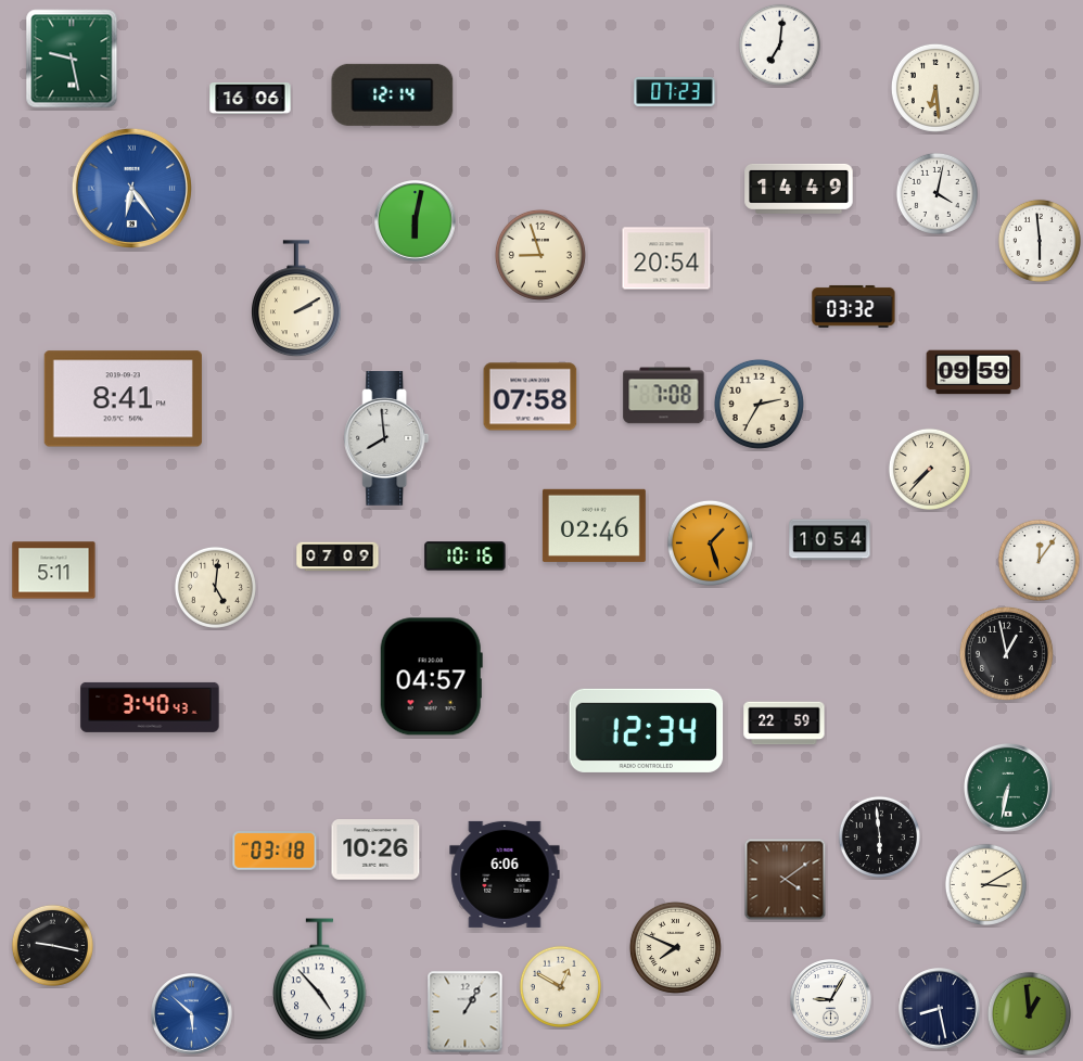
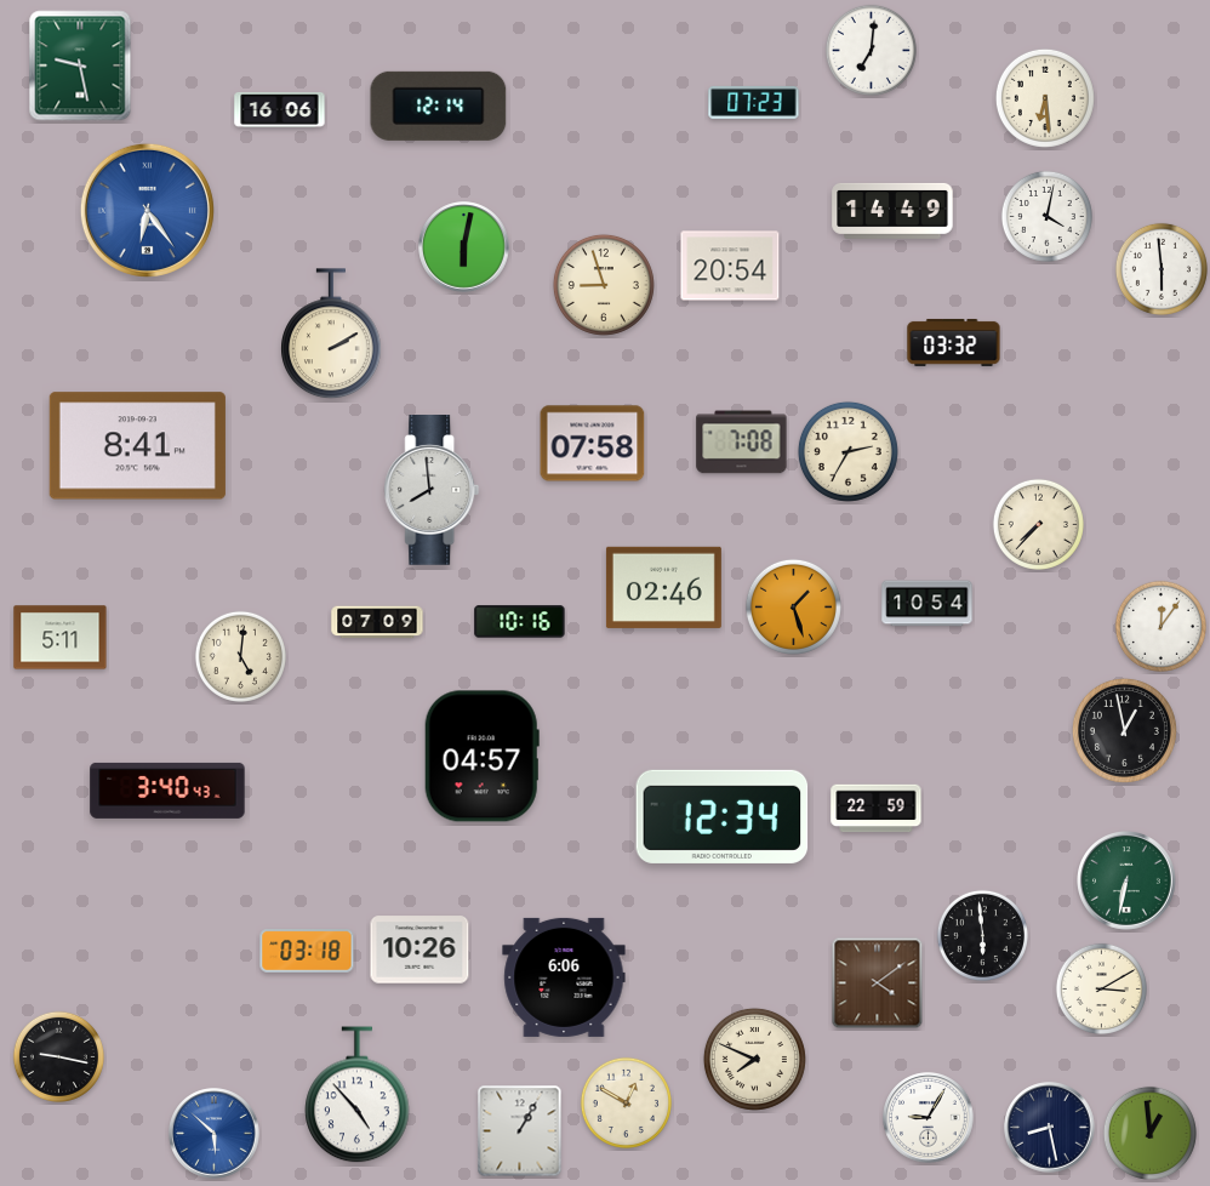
clock at (666, 258) position: (666, 258) -> (730, 266)
clock at (973, 372): 09:59 -> none
